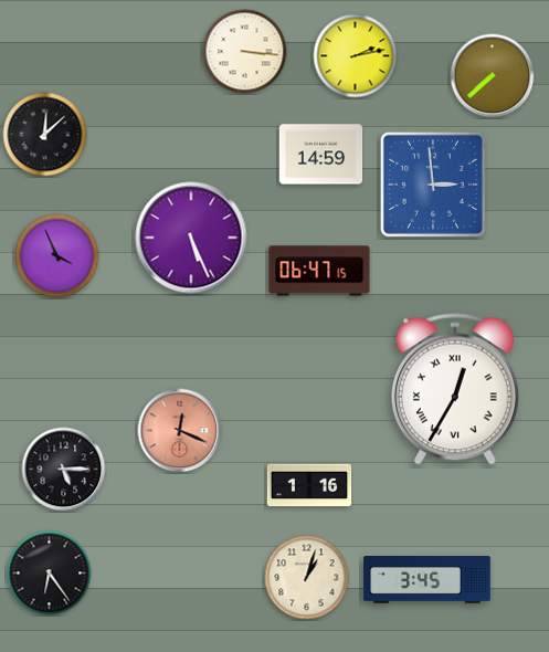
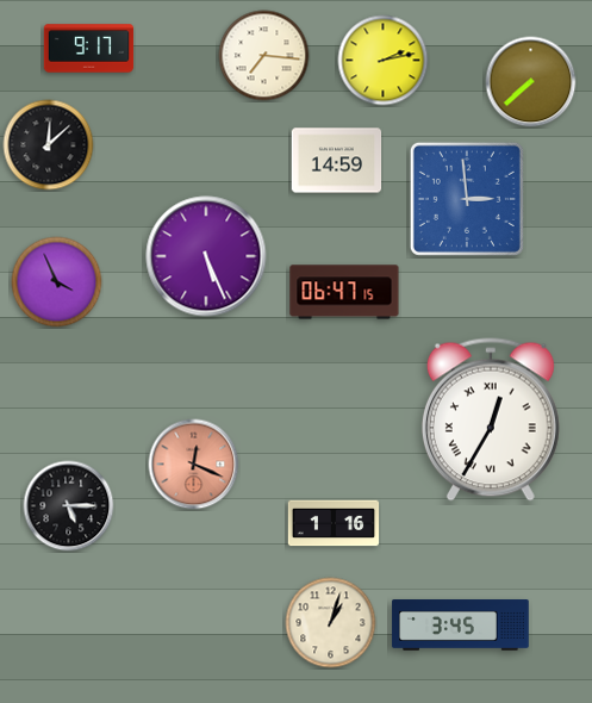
clock at (89, 49): none -> 9:17
clock at (245, 52): 3:16 -> 7:16
clock at (321, 155) position: (321, 155) -> (337, 161)
clock at (57, 256) position: (57, 256) -> (57, 282)
clock at (50, 574): 6:24 -> none
